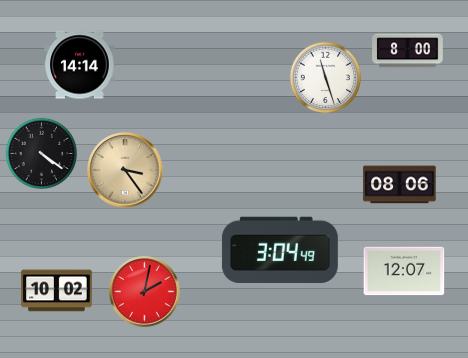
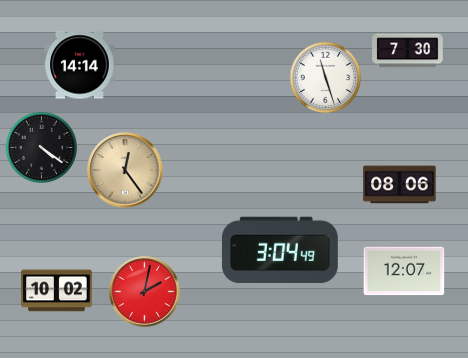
clock at (408, 51): 8:00 -> 7:30
clock at (41, 153) position: (41, 153) -> (41, 147)
clock at (125, 170): 3:24 -> 12:24
